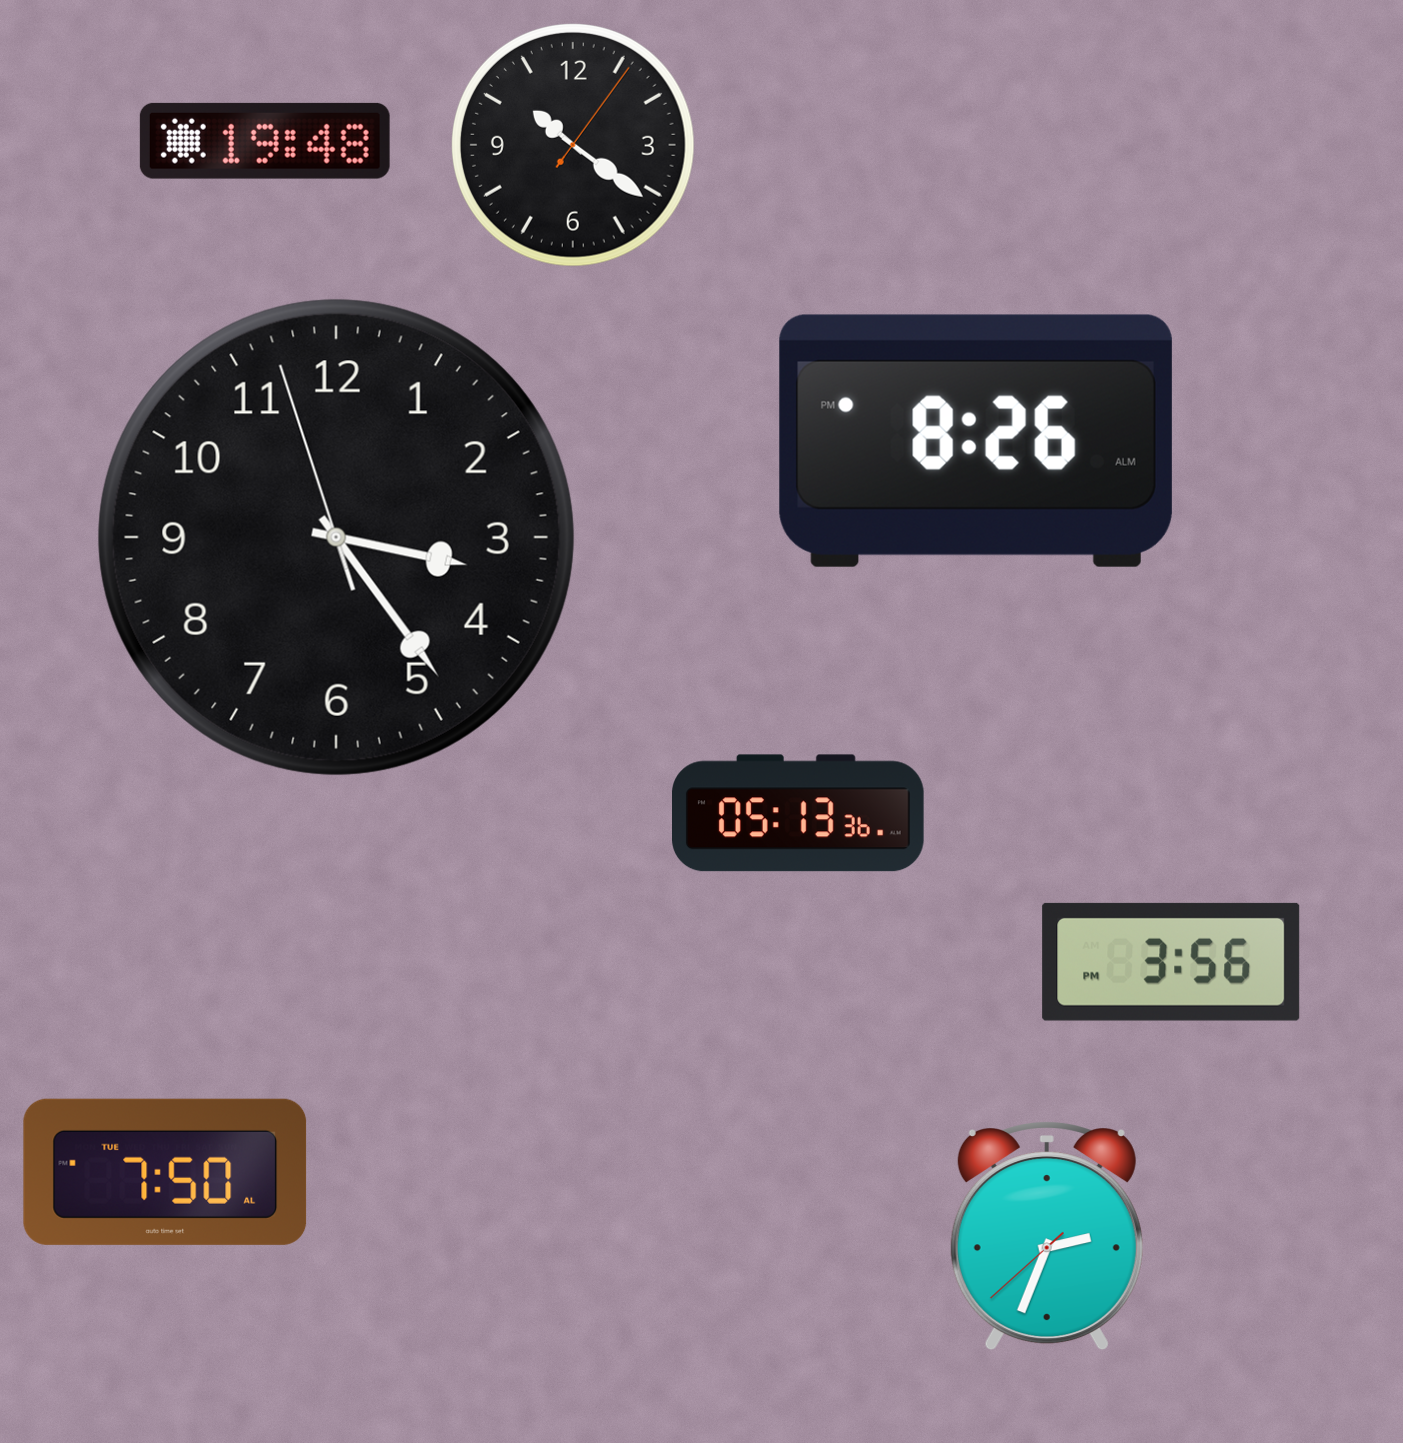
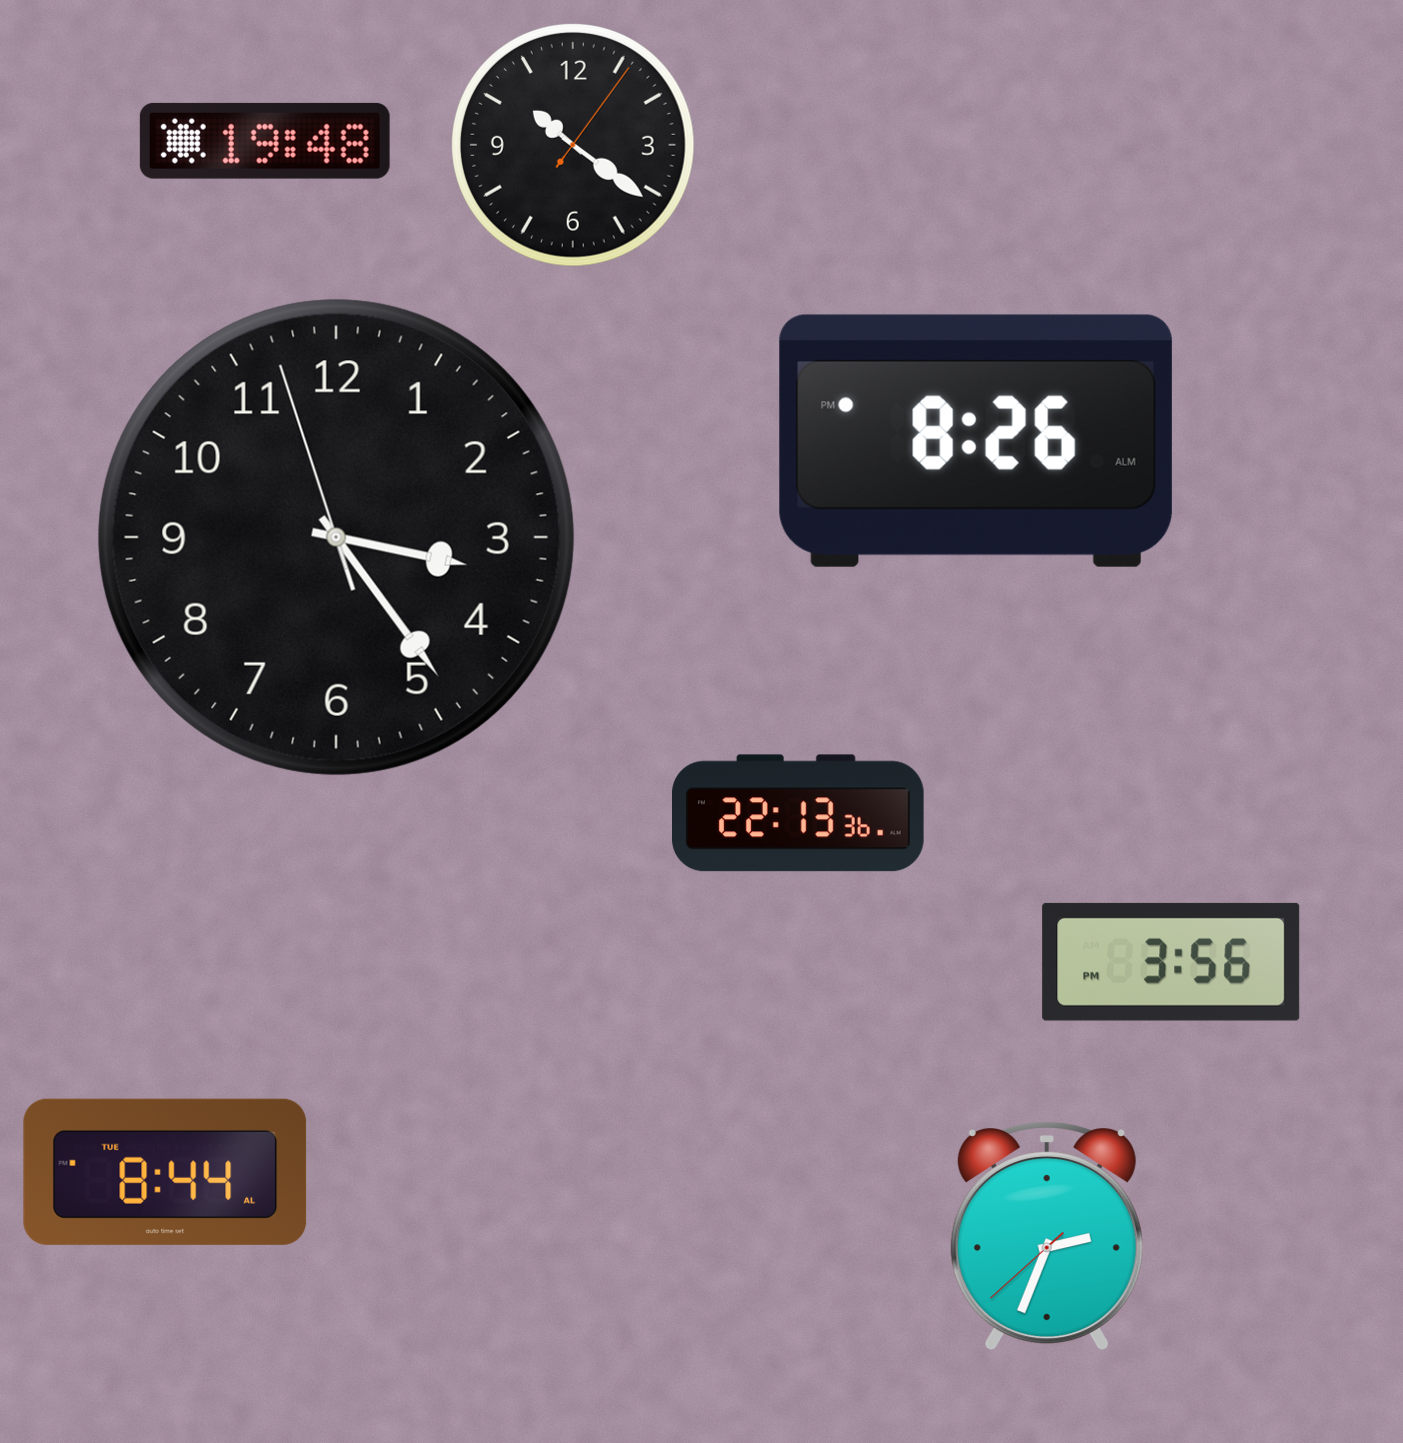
clock at (799, 813): 05:13 -> 22:13
clock at (165, 1172): 7:50 -> 8:44
